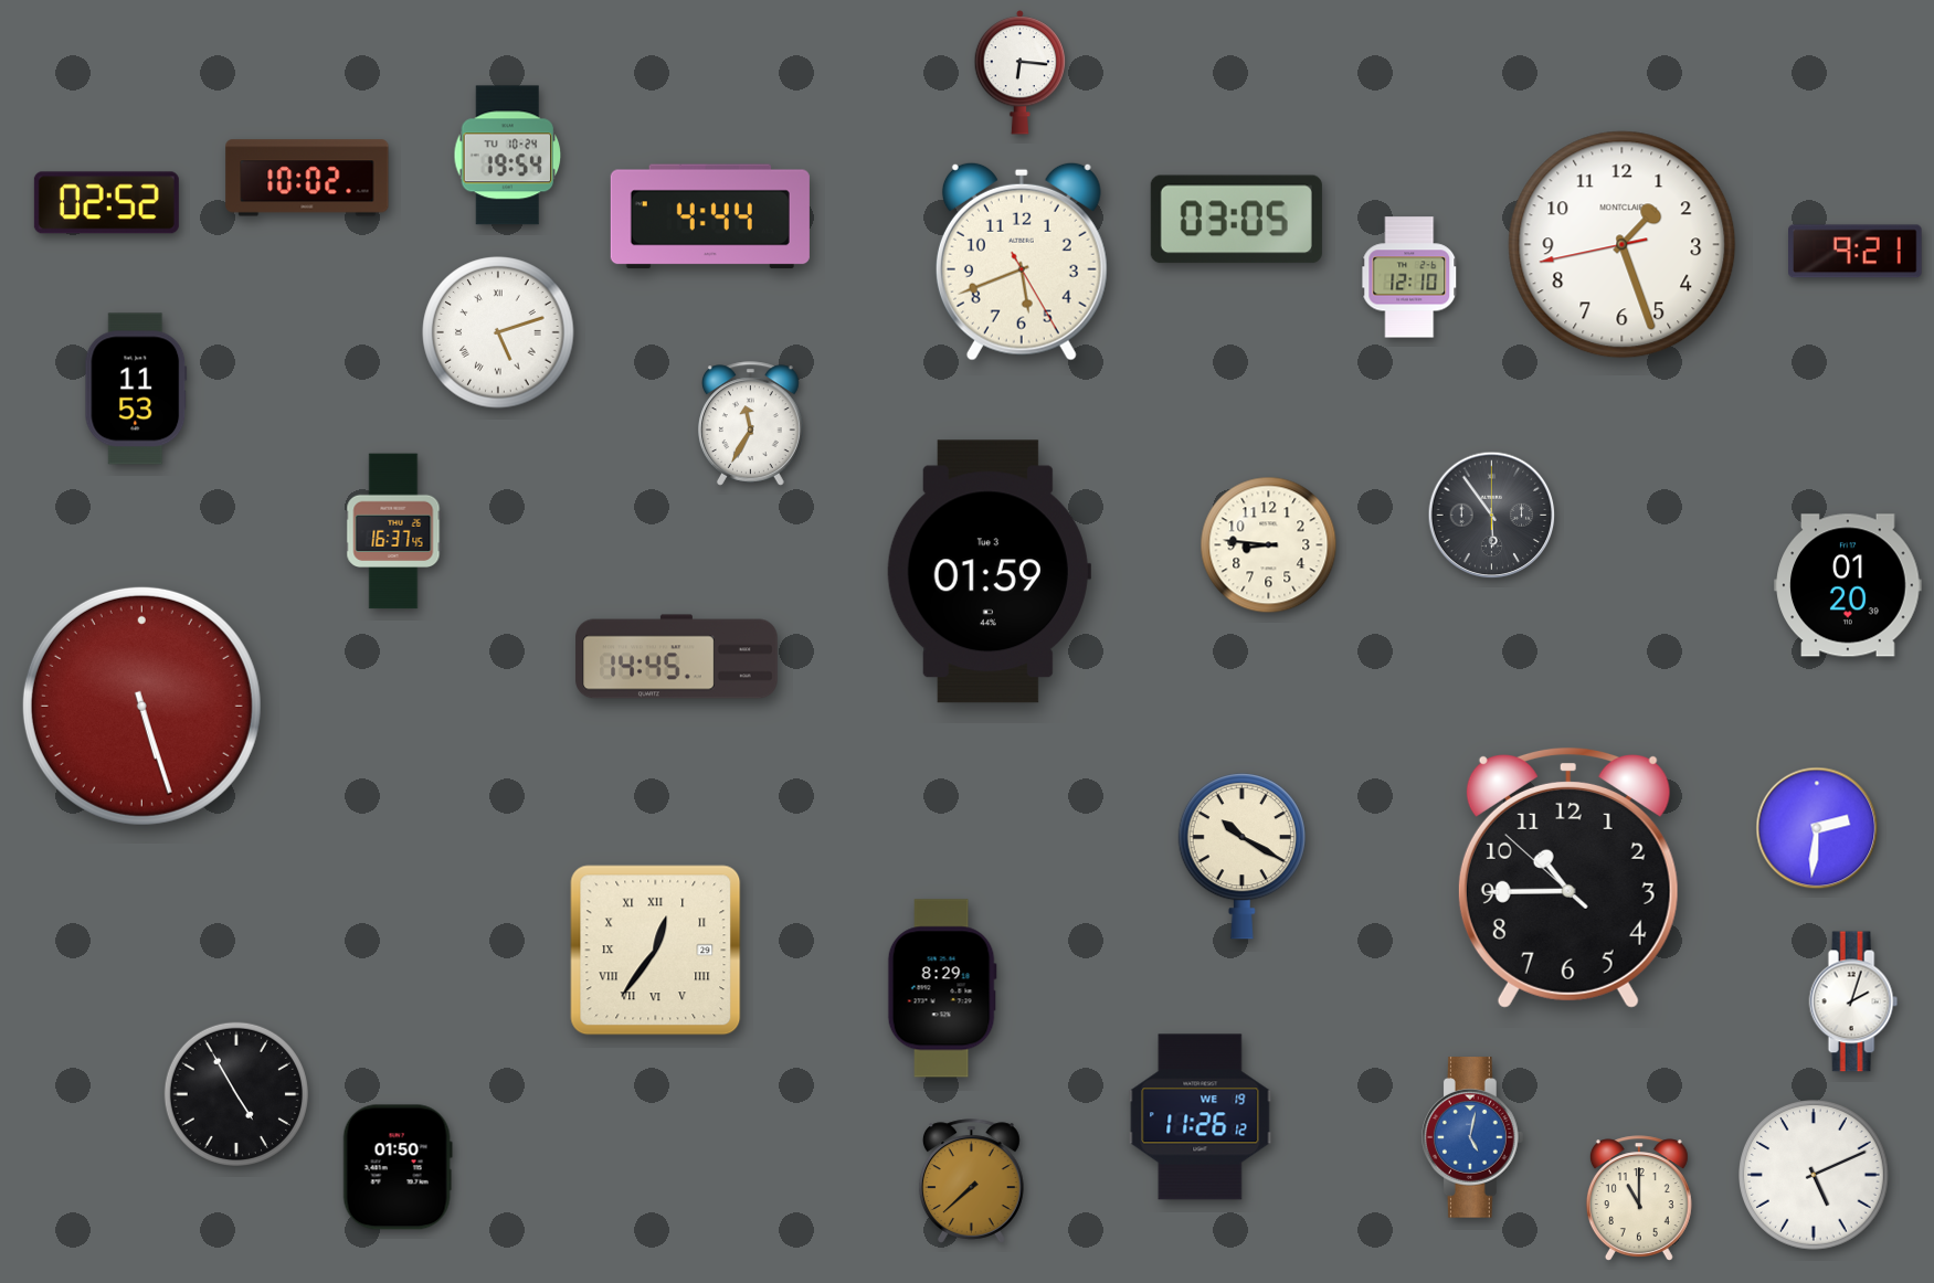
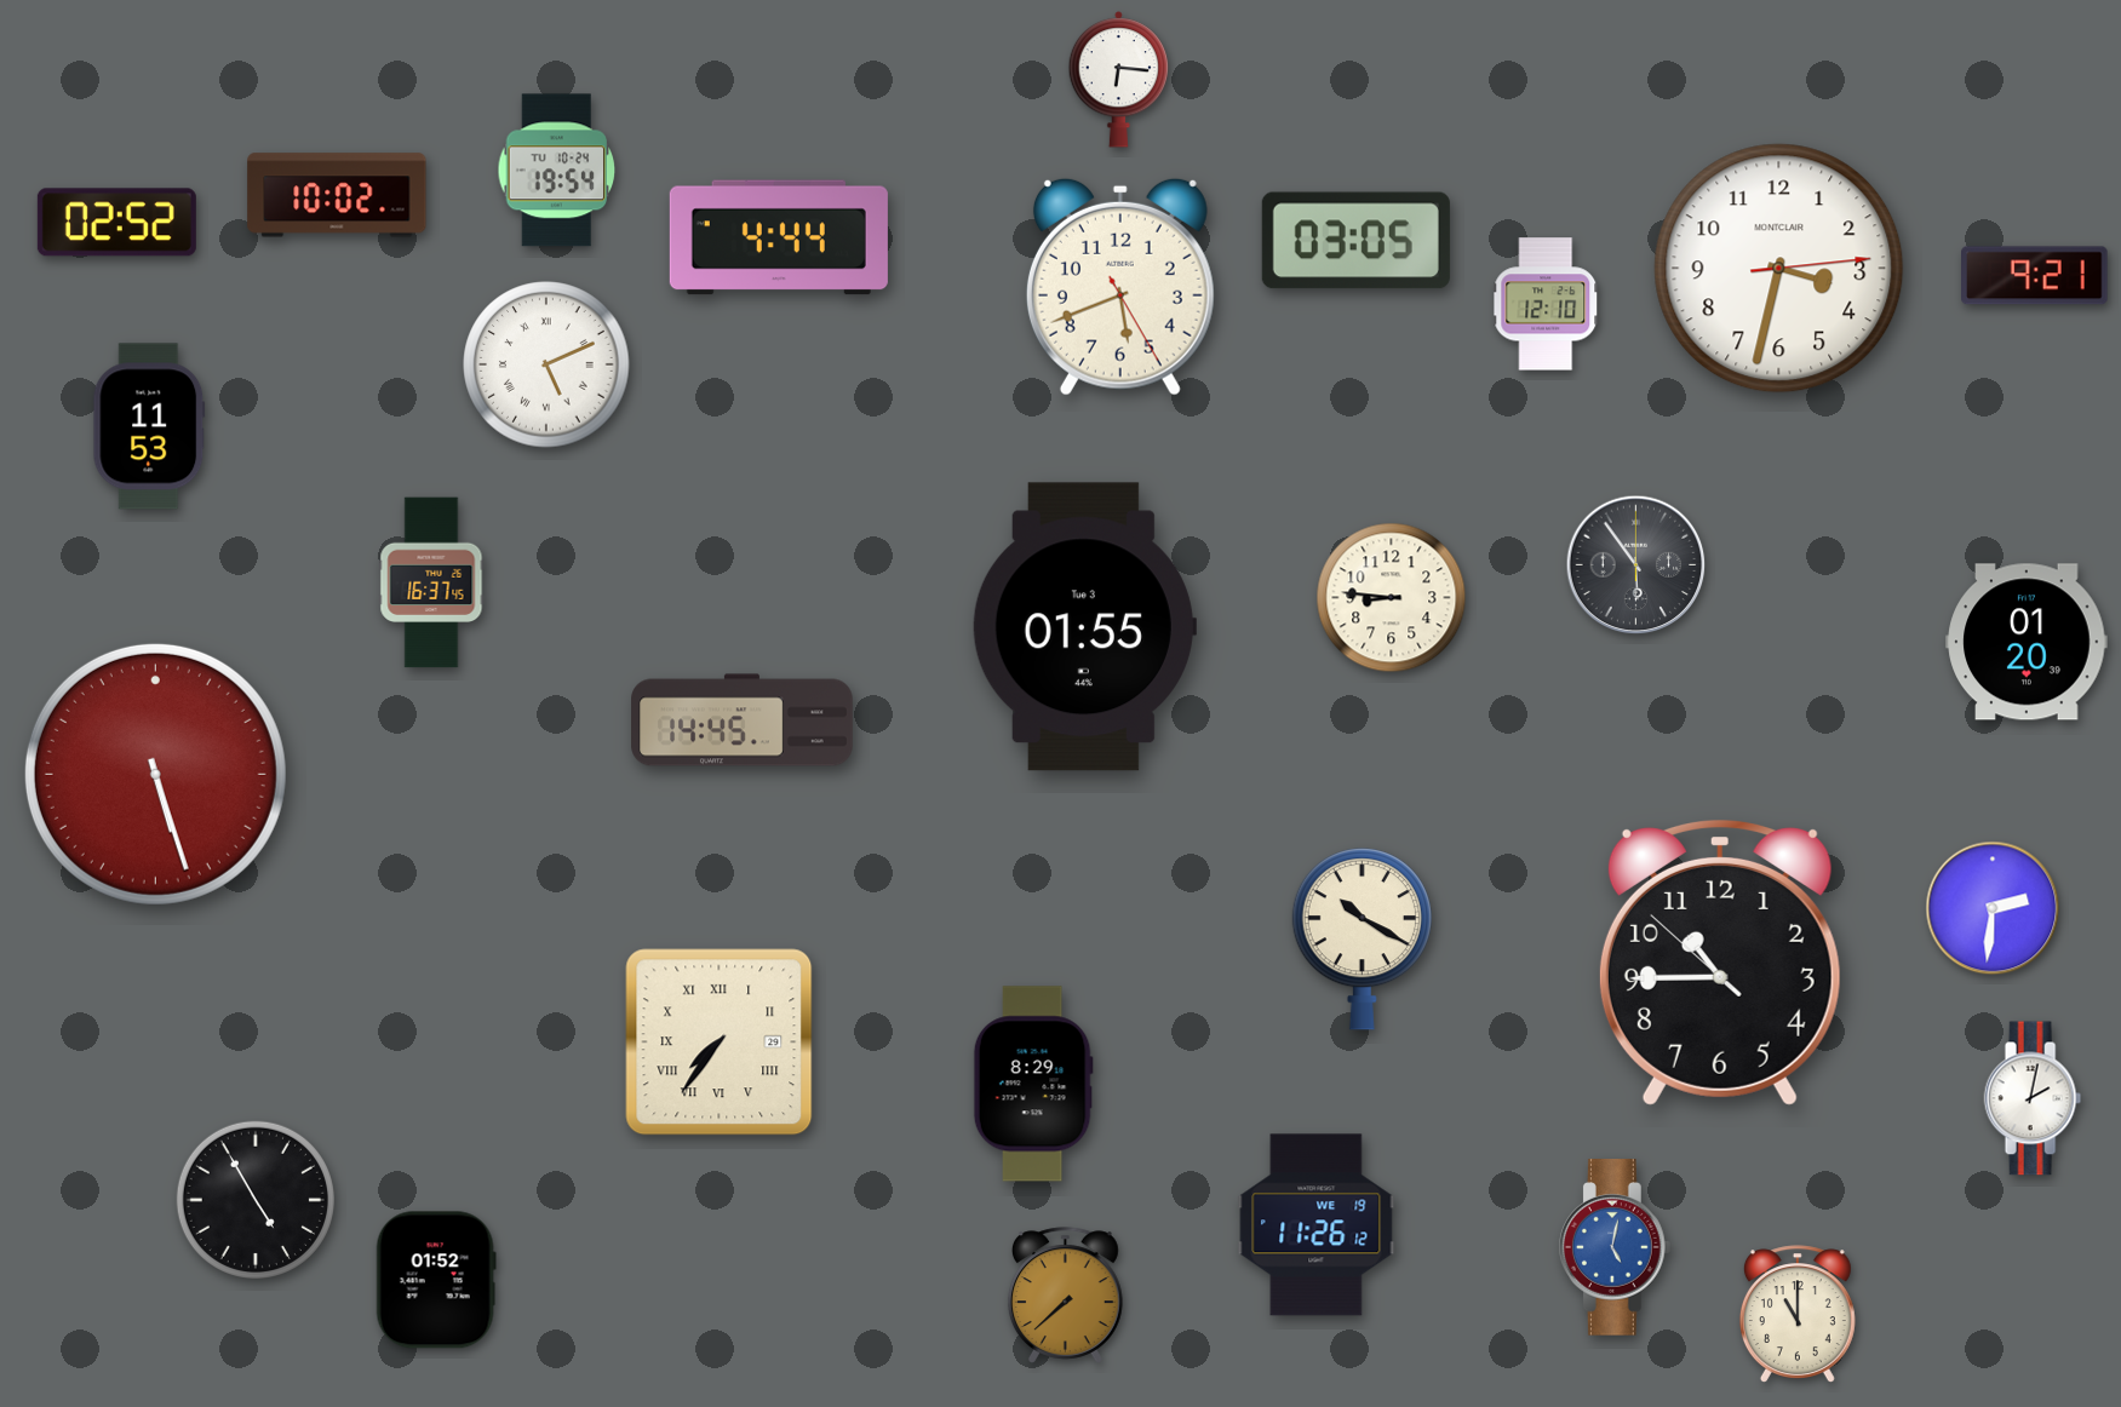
clock at (1623, 245): 1:26 -> 3:32
clock at (498, 332): 5:12 -> 5:11
clock at (750, 424): 11:35 -> none
clock at (989, 572): 01:59 -> 01:55
clock at (656, 951): 12:36 -> 7:36
clock at (1853, 1001): 2:03 -> 2:02
clock at (236, 1094) position: (236, 1094) -> (256, 1200)
clock at (398, 1167): 01:50 -> 01:52
clock at (1815, 1176): 5:11 -> none
